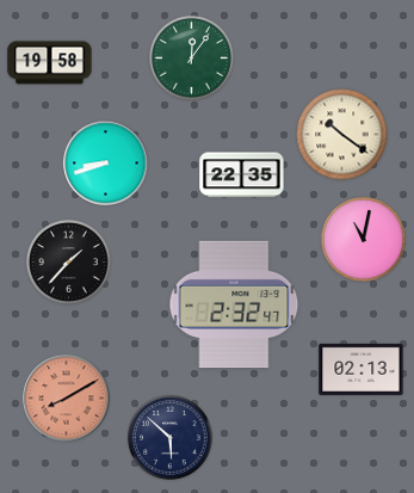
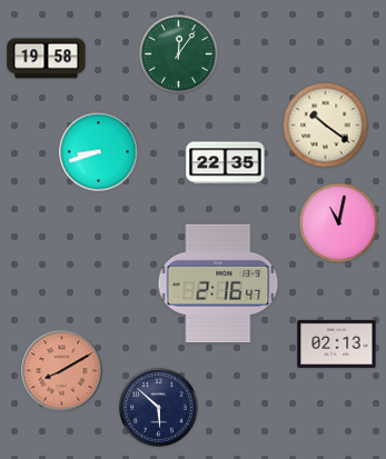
clock at (342, 135) position: (342, 135) -> (326, 126)
clock at (69, 263): 1:37 -> none
clock at (234, 304): 2:32 -> 2:16
